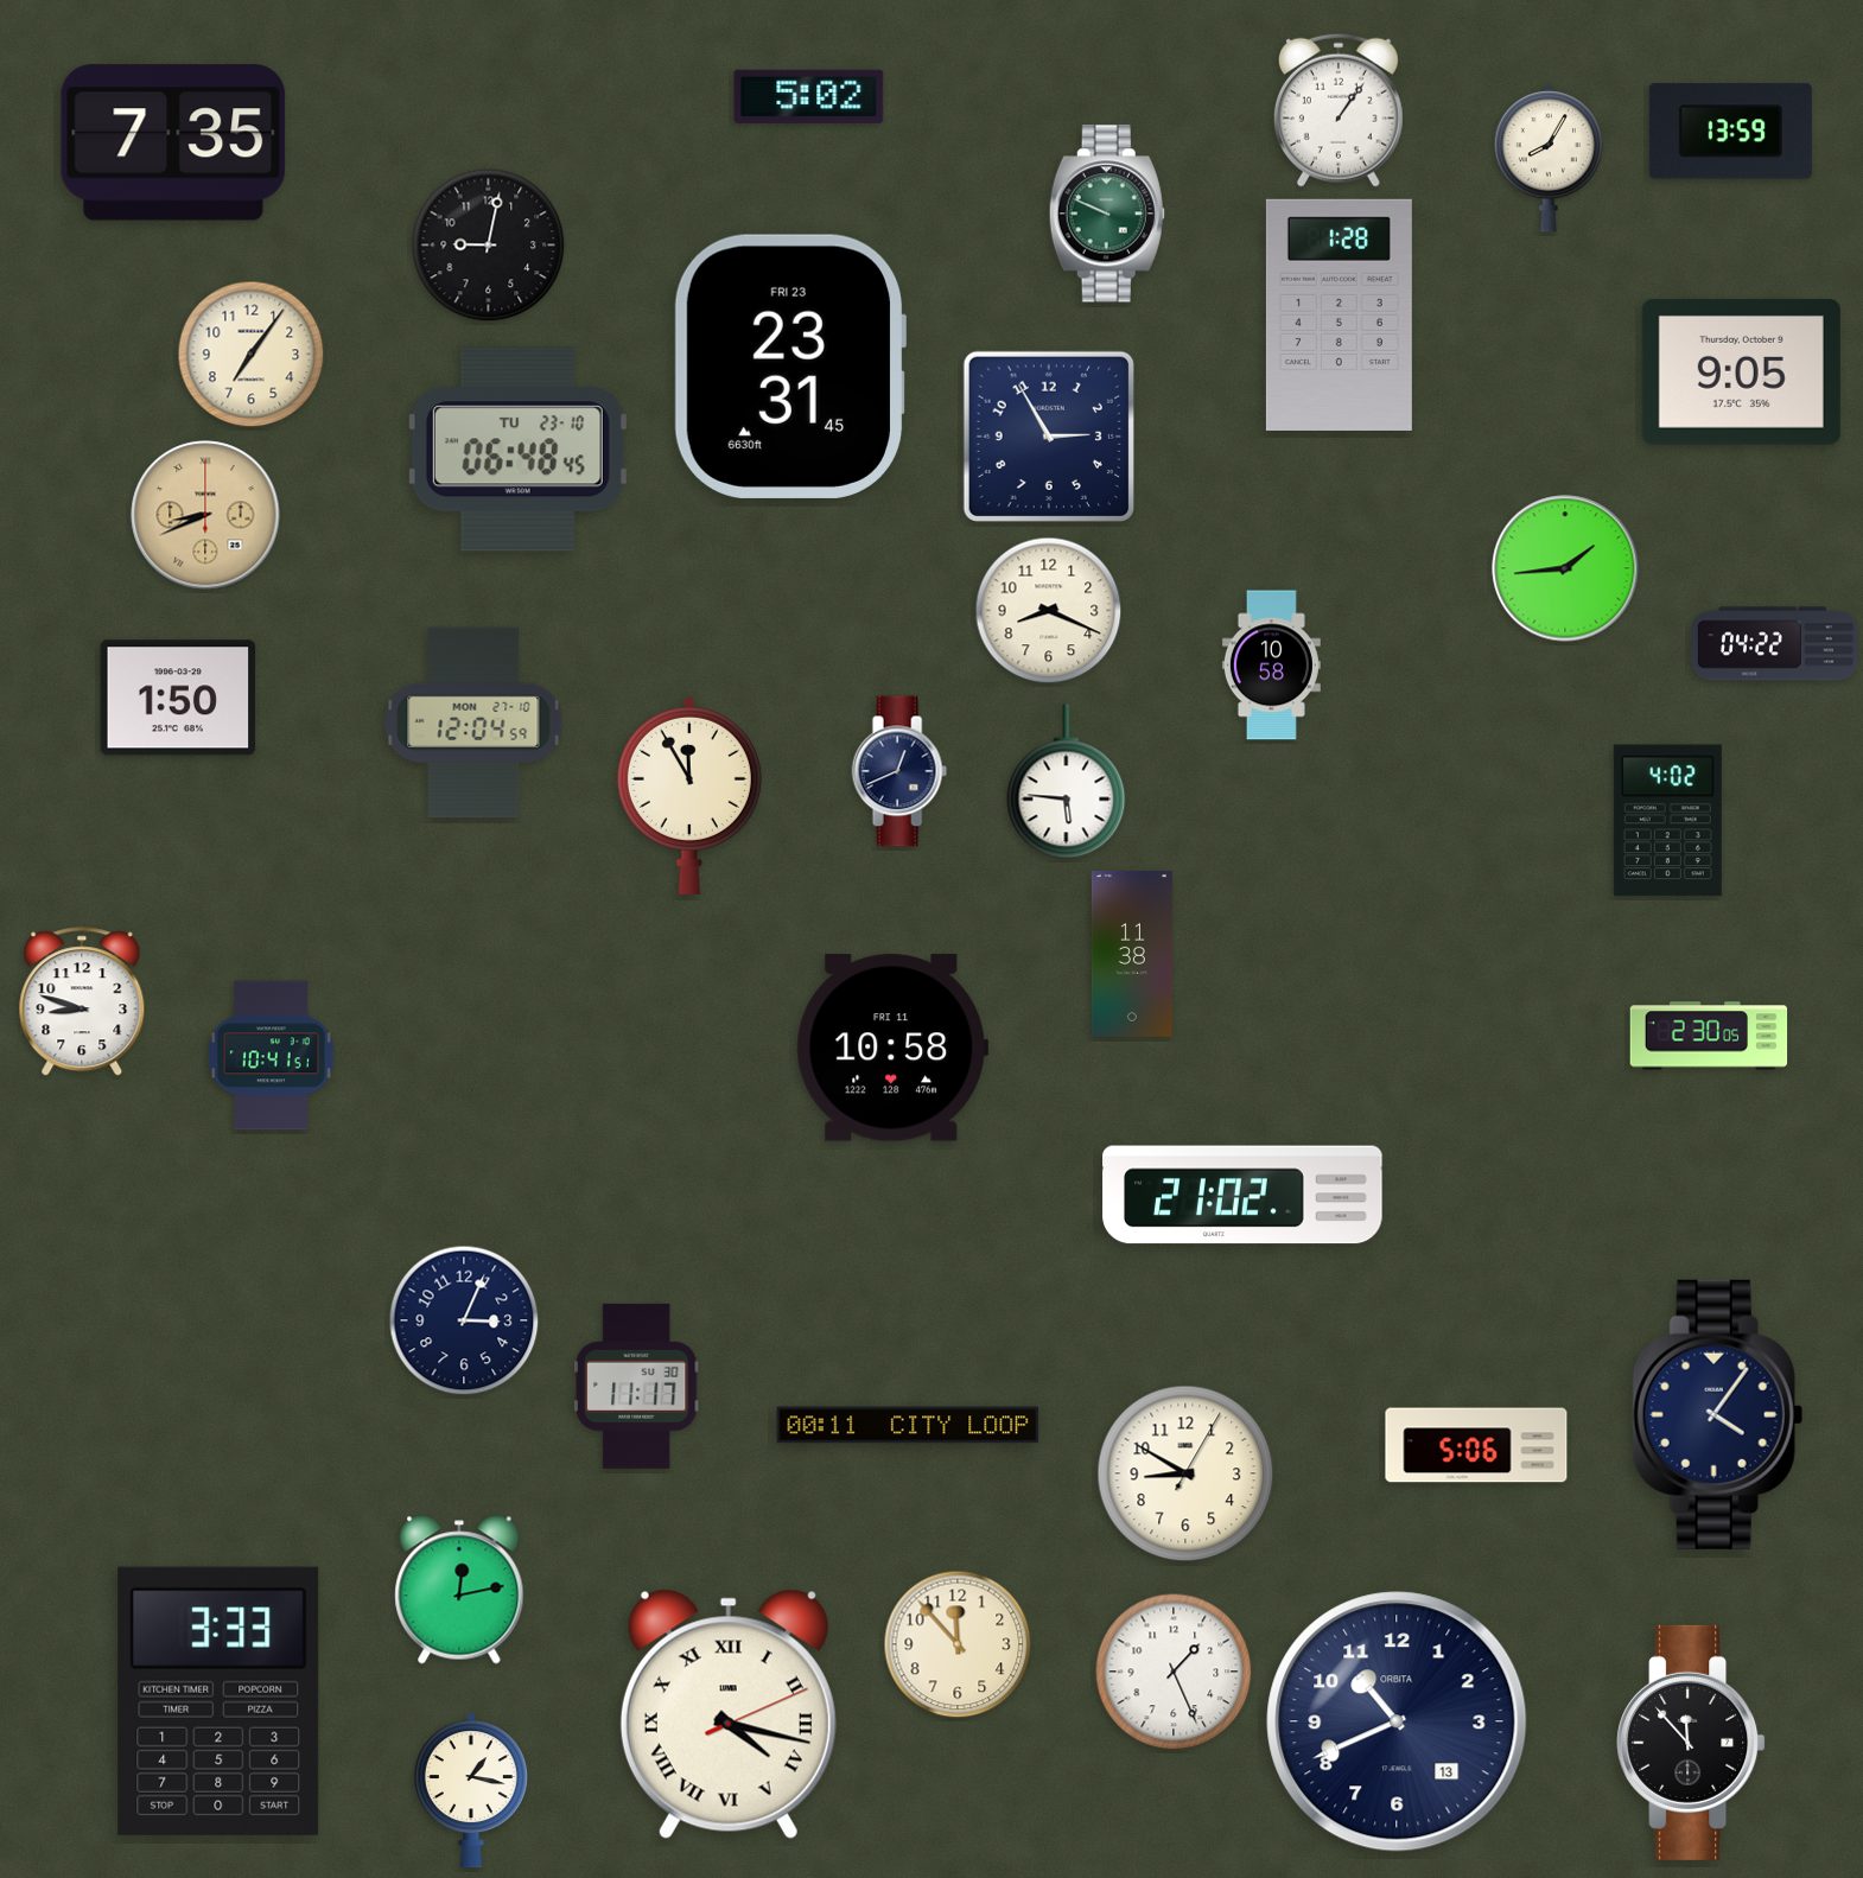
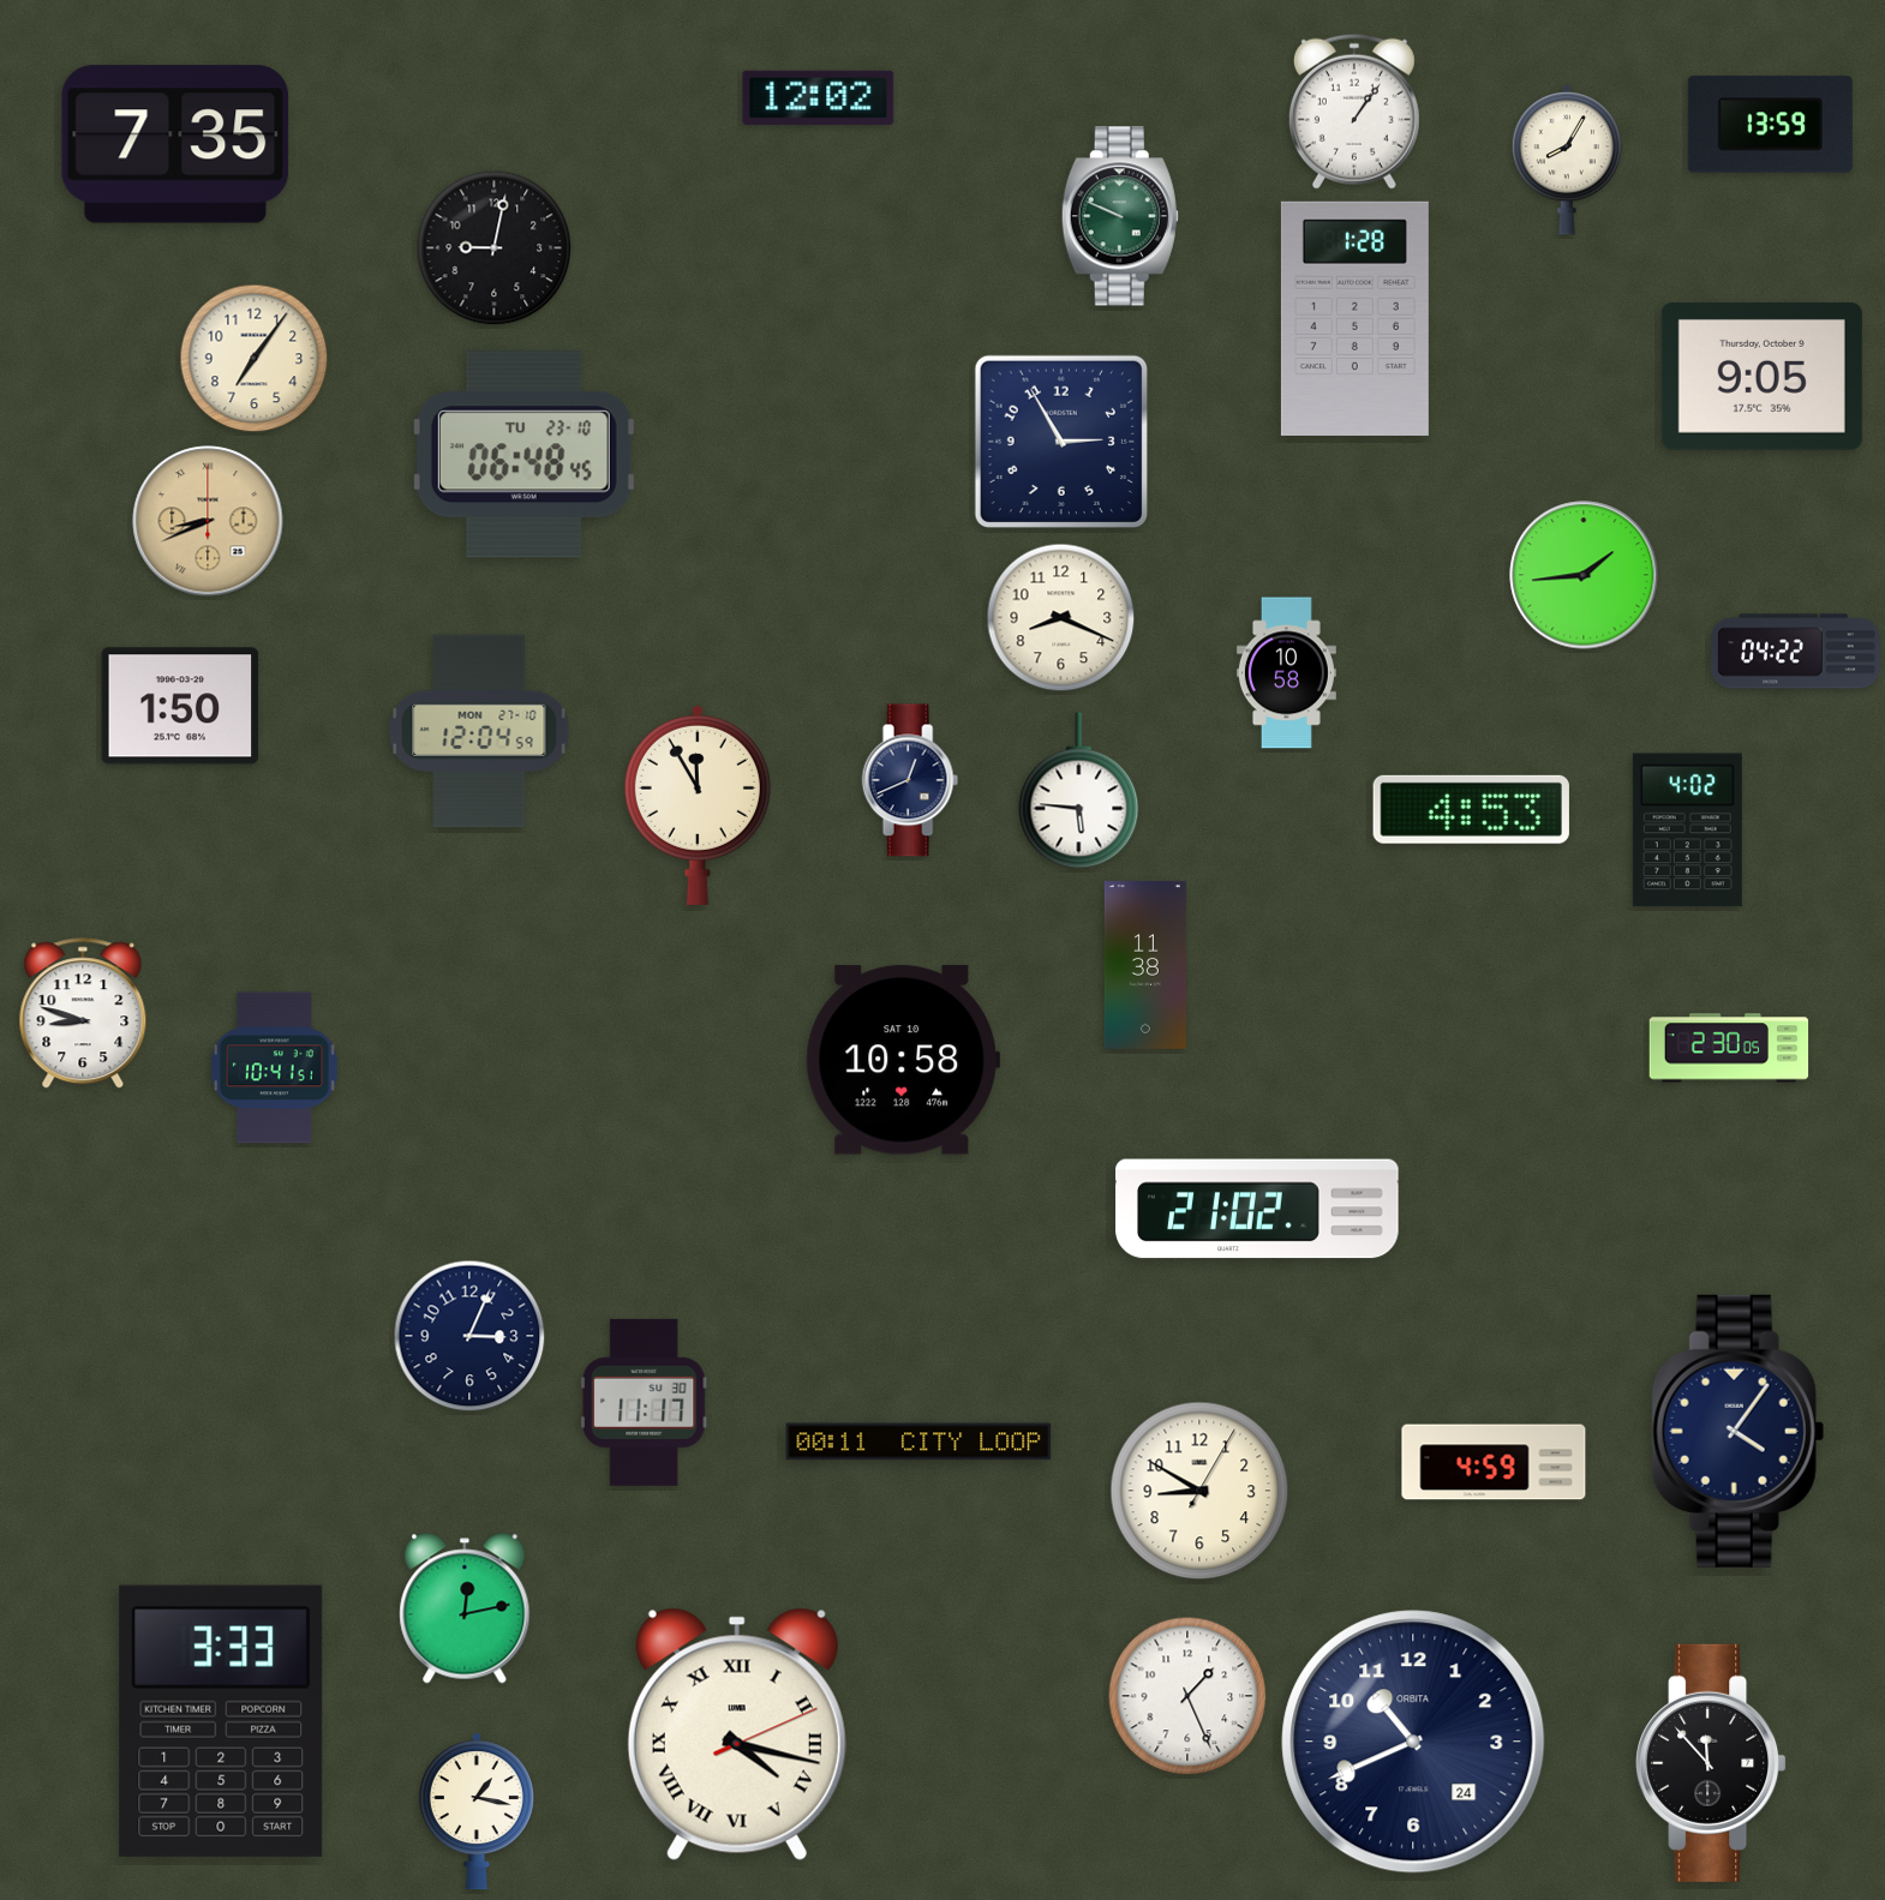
clock at (809, 96): 5:02 -> 12:02
clock at (1730, 132) position: (1730, 132) -> (1770, 125)
clock at (790, 367): 23:31 -> none
clock at (1471, 809): none -> 4:53
clock at (892, 1048) date: FRI 11 -> SAT 10
clock at (1476, 1445): 5:06 -> 4:59
clock at (958, 1644): 11:53 -> none
clock at (1174, 1672) position: (1174, 1672) -> (1187, 1696)
clock at (1397, 1721) date: 13 -> 24
